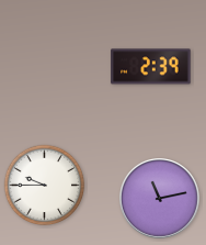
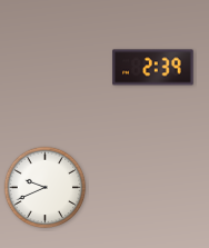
clock at (45, 186): 9:45 -> 9:41
clock at (160, 199): 11:13 -> none
